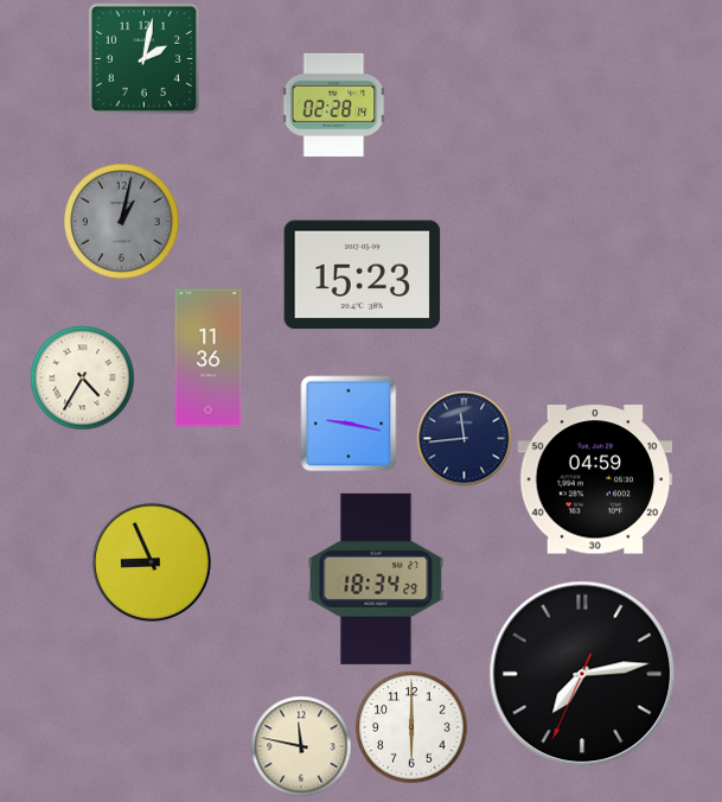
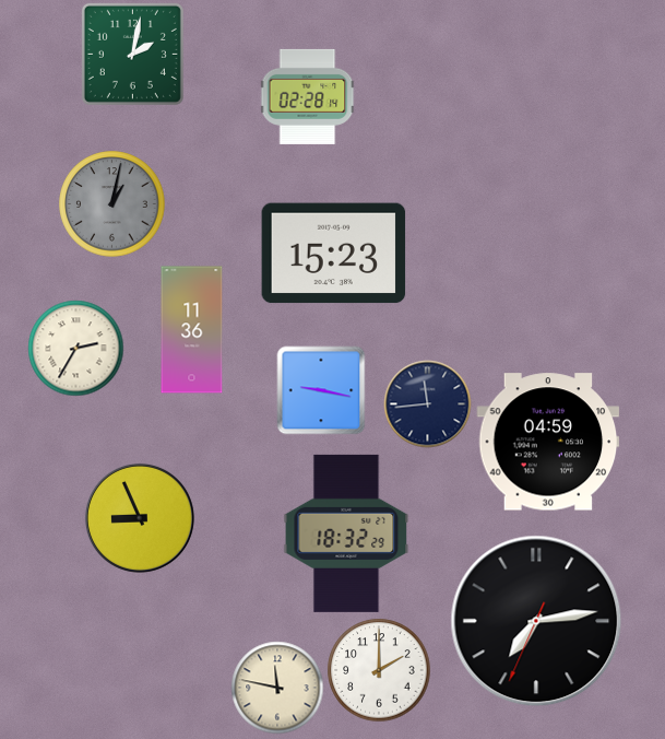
clock at (82, 377): 4:35 -> 2:35
clock at (376, 579): 18:34 -> 18:32
clock at (411, 727): 6:00 -> 2:00
